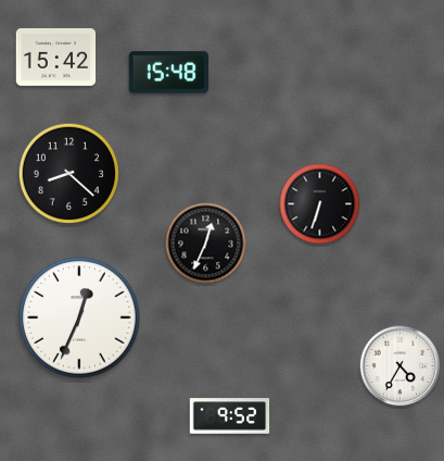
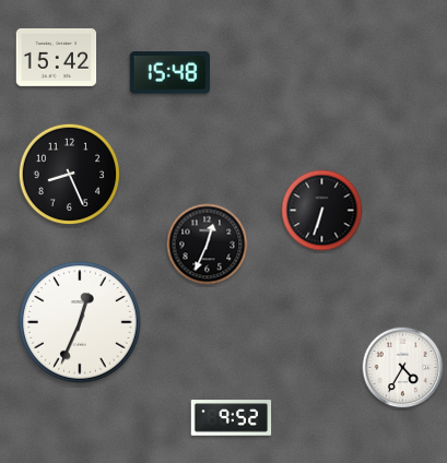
clock at (69, 174): 8:22 -> 8:26
clock at (320, 204) position: (320, 204) -> (322, 211)
clock at (79, 317) position: (79, 317) -> (80, 322)
